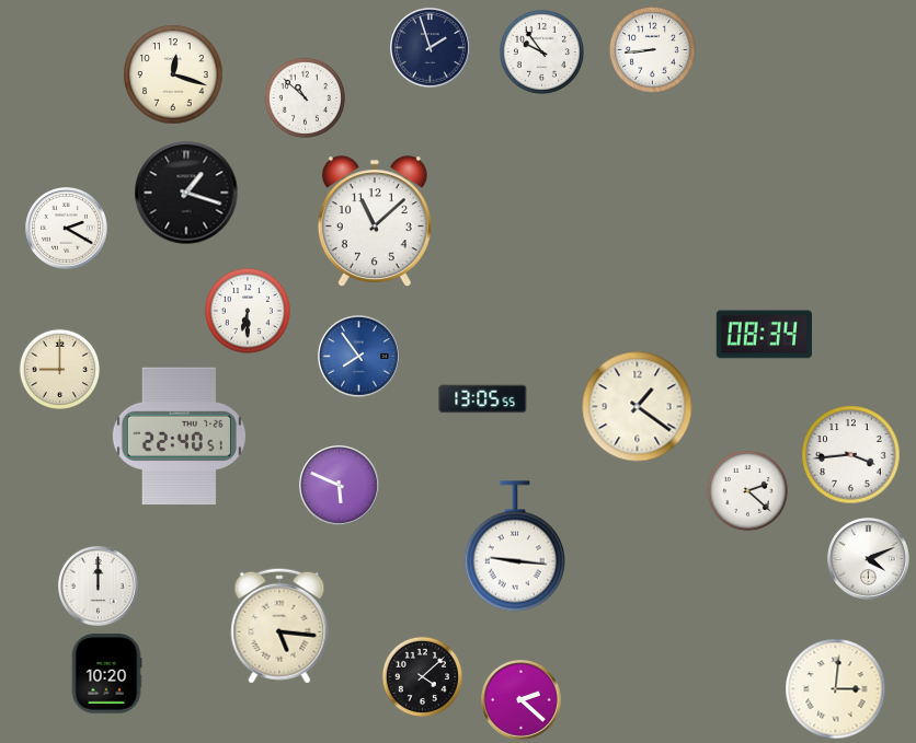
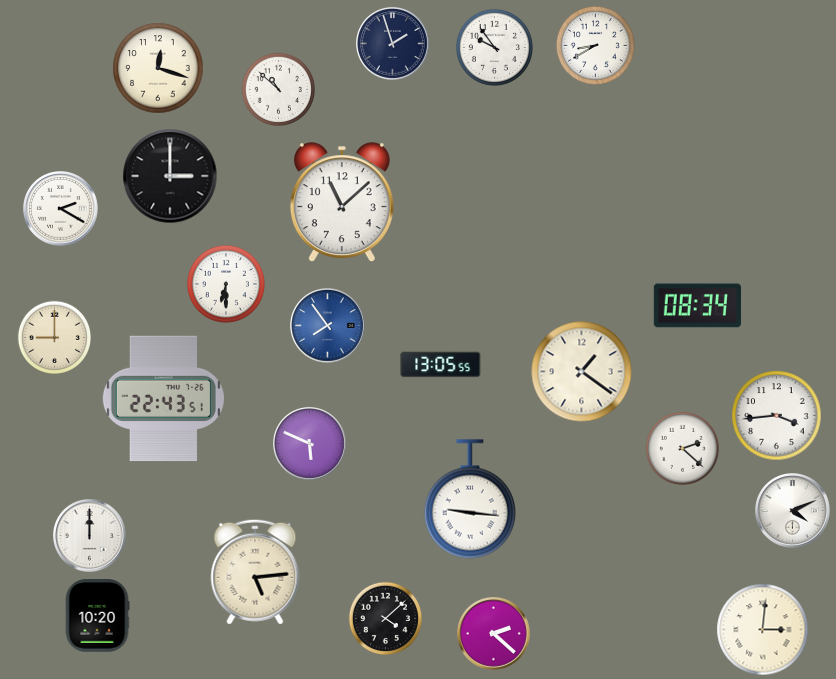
clock at (652, 49): 8:44 -> 8:40
clock at (186, 193): 1:18 -> 3:00
clock at (179, 437): 22:40 -> 22:43
clock at (279, 626): 5:16 -> 5:14
clock at (522, 700) position: (522, 700) -> (494, 634)
